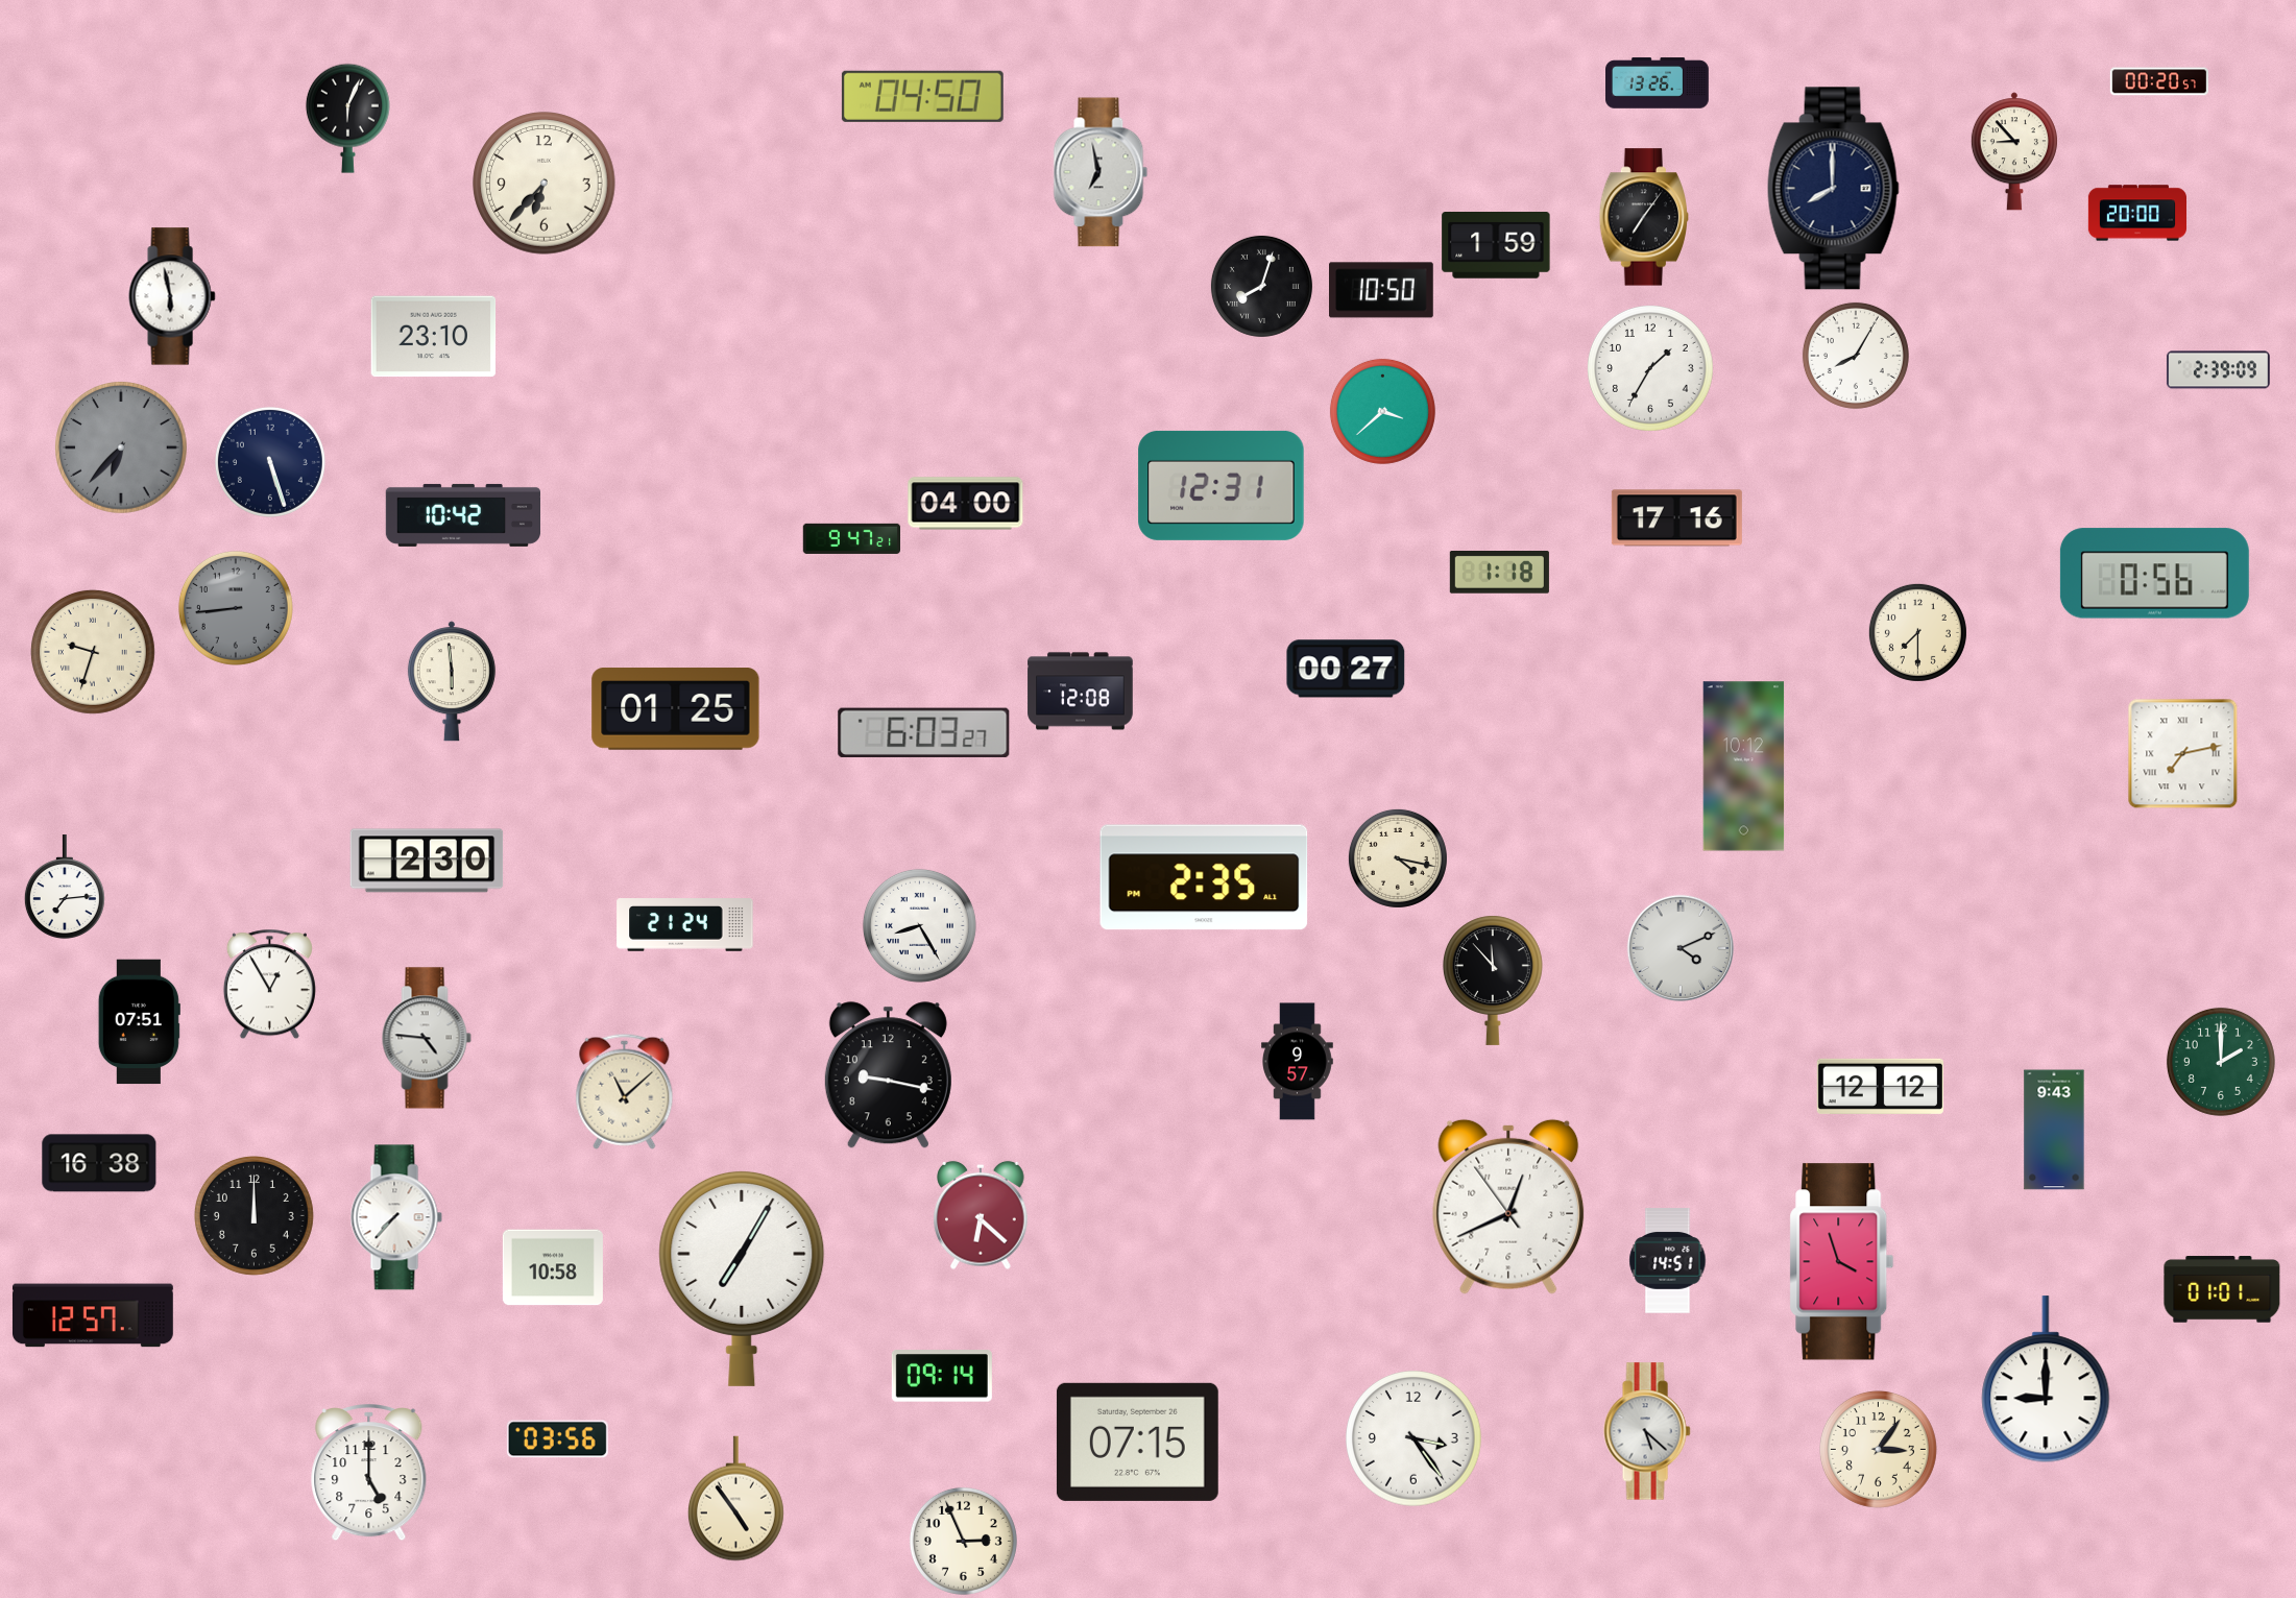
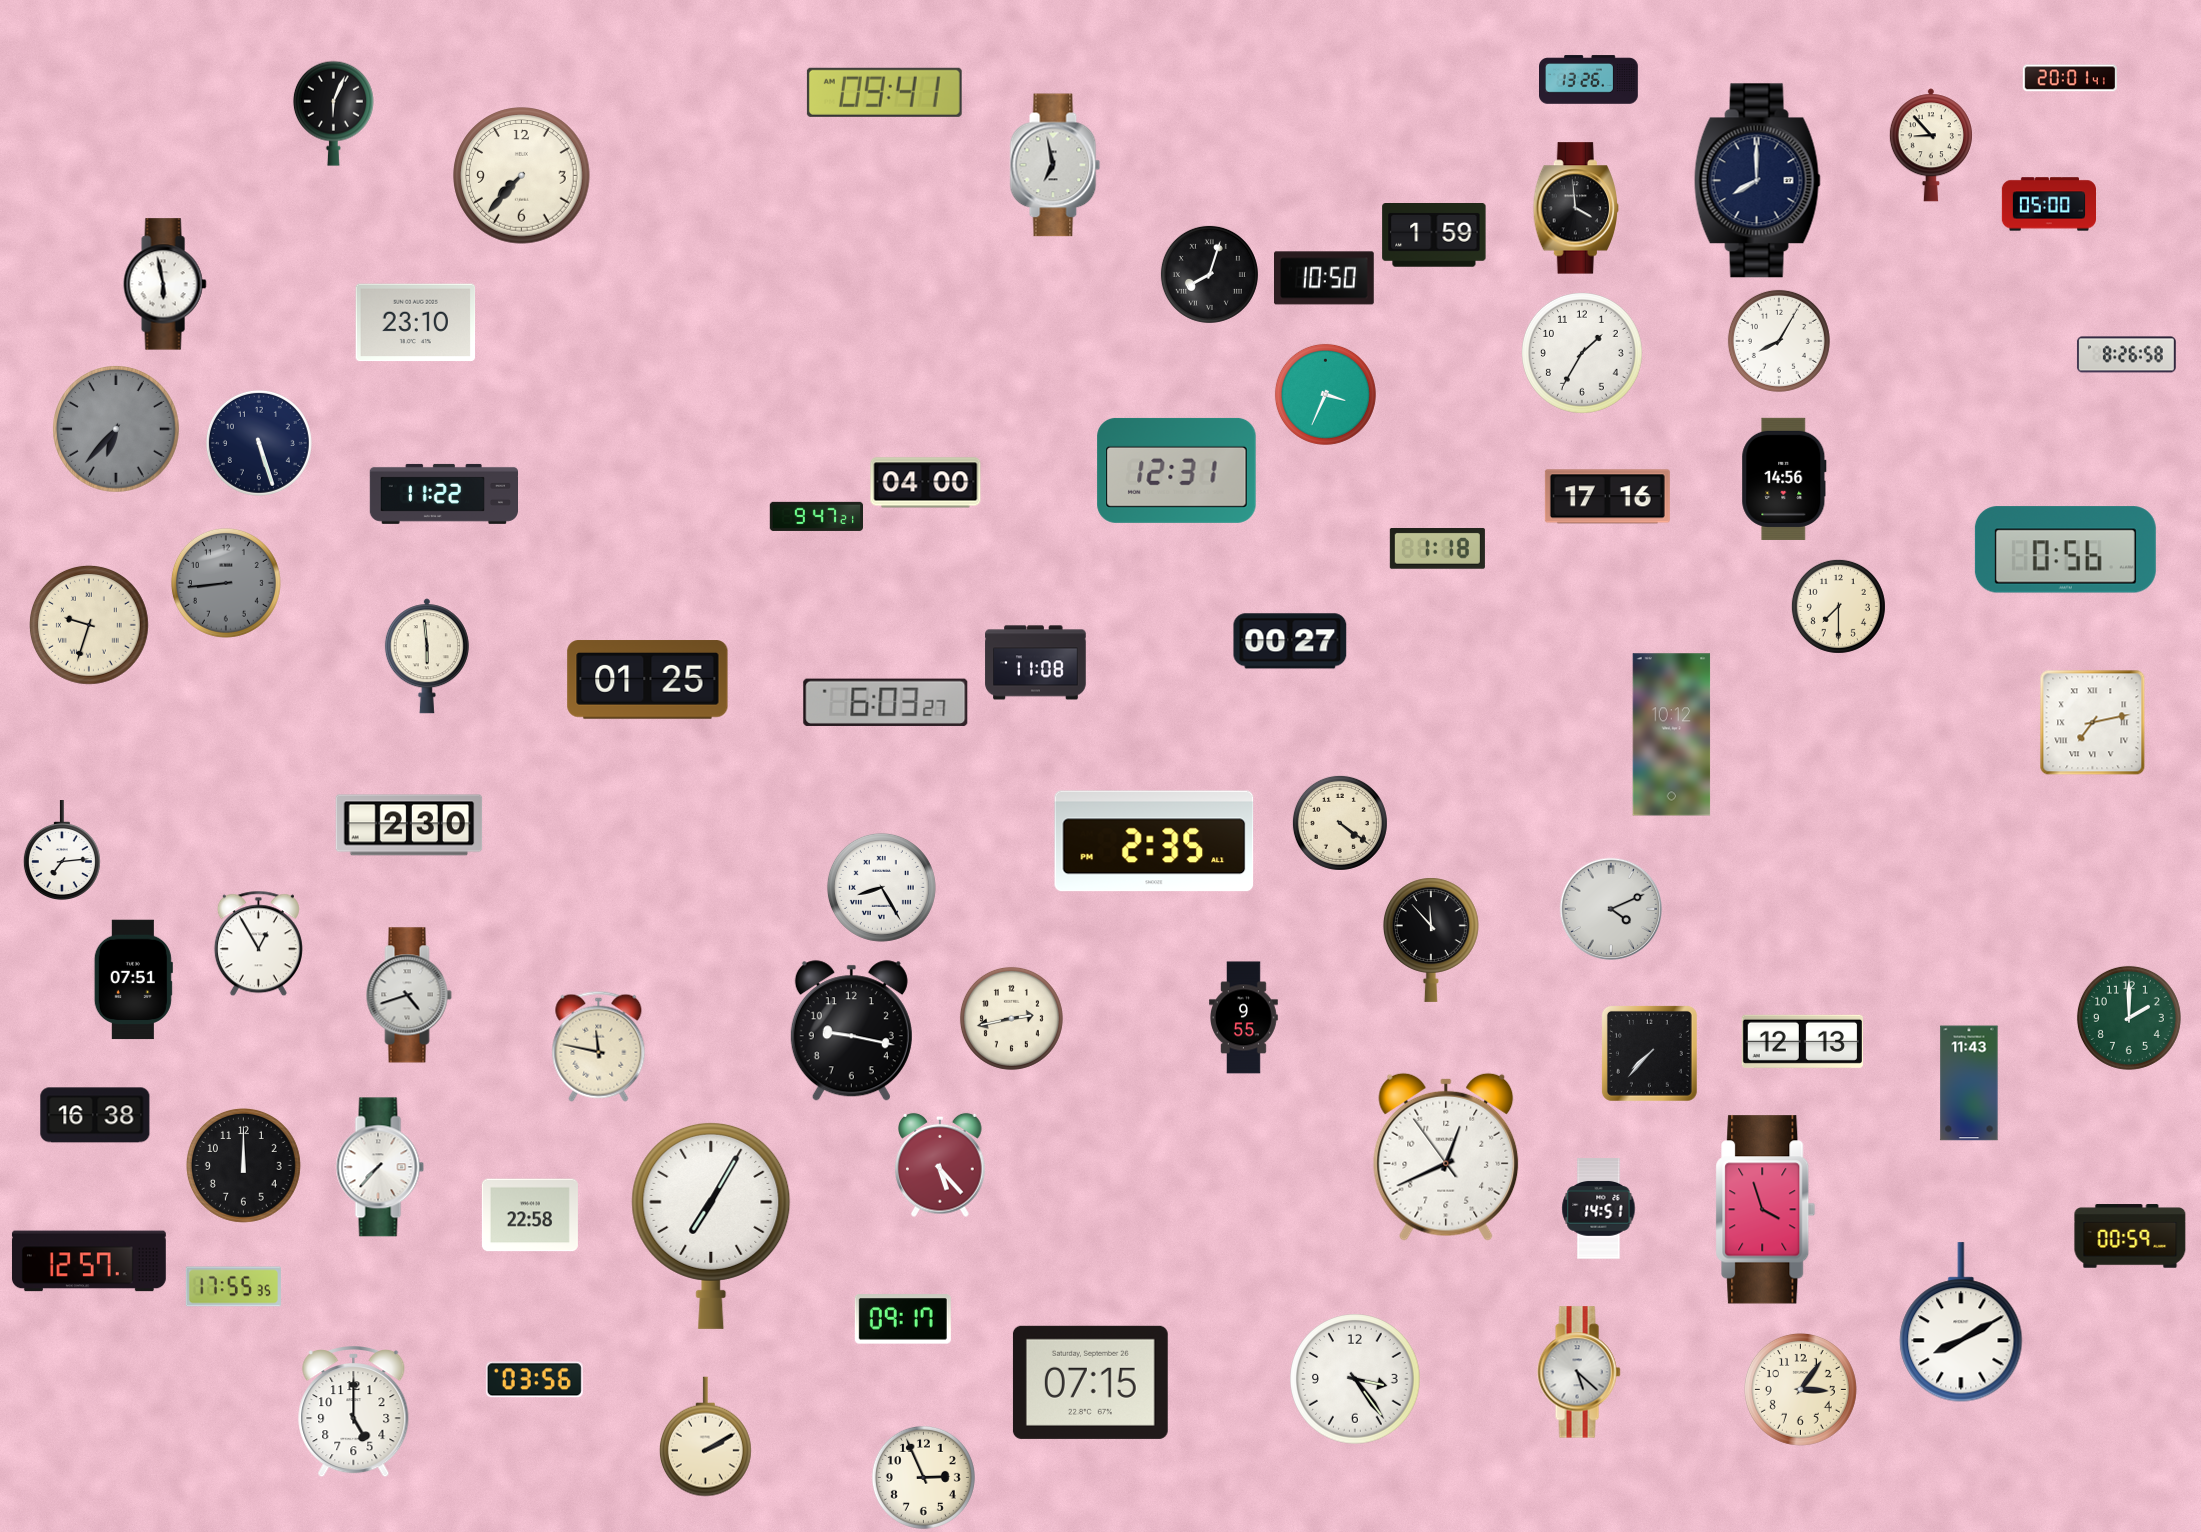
clock at (2159, 81): 00:20 -> 20:01
clock at (922, 96): 04:50 -> 09:41
clock at (545, 184): 6:37 -> 7:37
clock at (2136, 213): 20:00 -> 05:00
clock at (1643, 217): 7:06 -> 3:59
clock at (2218, 370): 2:39 -> 8:26
clock at (1382, 411): 3:38 -> 3:34
clock at (1222, 485) position: (1222, 485) -> (1177, 470)
clock at (1784, 479): none -> 14:56
clock at (463, 515): 10:42 -> 11:22
clock at (452, 681) position: (452, 681) -> (427, 656)
clock at (1081, 692): 12:08 -> 11:08
clock at (1398, 858): 4:17 -> 4:21
clock at (685, 925): 21:24 -> none
clock at (427, 1038): 4:46 -> 4:42
clock at (1011, 1018): none -> 2:43
clock at (1298, 1062): 9:57 -> 9:55
clock at (1880, 1086): 12:12 -> 12:13
clock at (625, 1091): 11:08 -> 11:47
clock at (1649, 1053): none -> 7:37
clock at (2054, 1130): 9:43 -> 11:43
clock at (981, 1215): 6:22 -> 5:23
clock at (553, 1267): 10:58 -> 22:58
clock at (2222, 1289): 01:01 -> 00:59
clock at (233, 1287): none -> 17:55
clock at (942, 1376): 09:14 -> 09:17
clock at (2046, 1380): 9:00 -> 8:10
clock at (735, 1499): 4:54 -> 2:10
